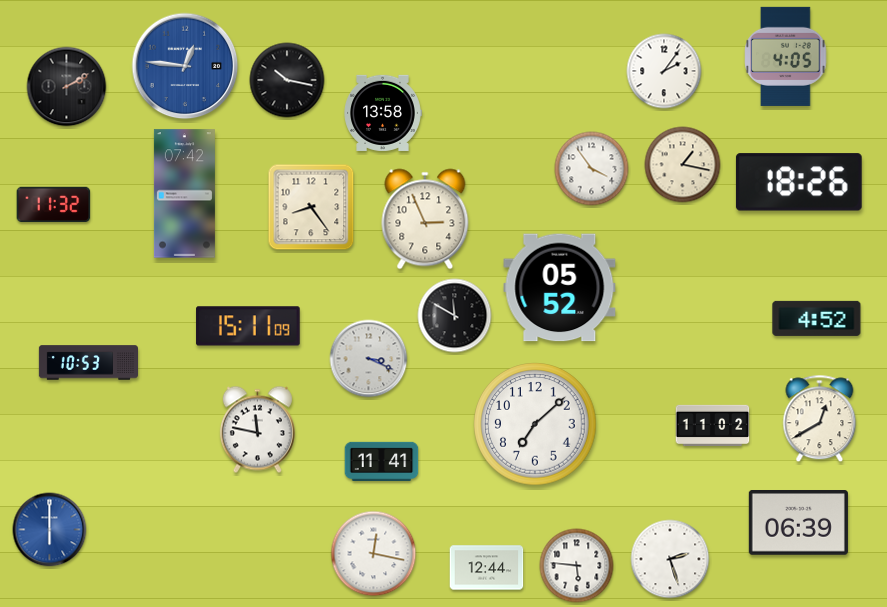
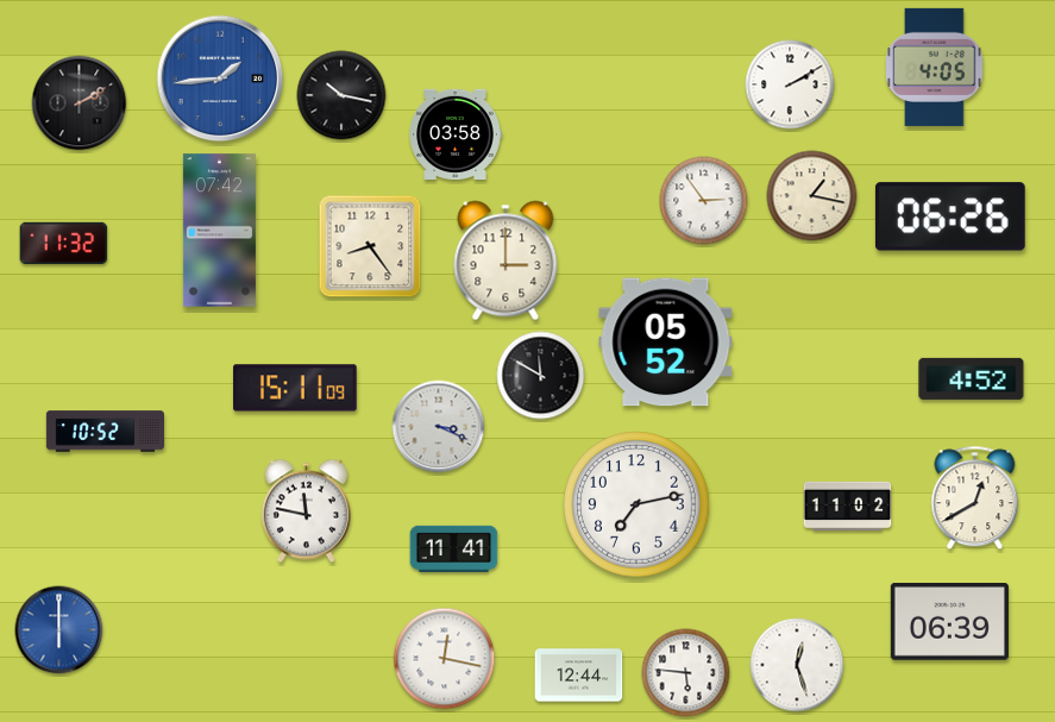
clock at (185, 66): 12:46 -> 1:44
clock at (664, 71): 2:06 -> 2:10
clock at (383, 113): 13:58 -> 03:58
clock at (592, 169): 3:54 -> 2:54
clock at (799, 182): 18:26 -> 06:26
clock at (425, 219): 2:56 -> 3:00
clock at (88, 363): 10:53 -> 10:52
clock at (535, 424): 7:08 -> 7:13
clock at (670, 559): 2:27 -> 12:27
